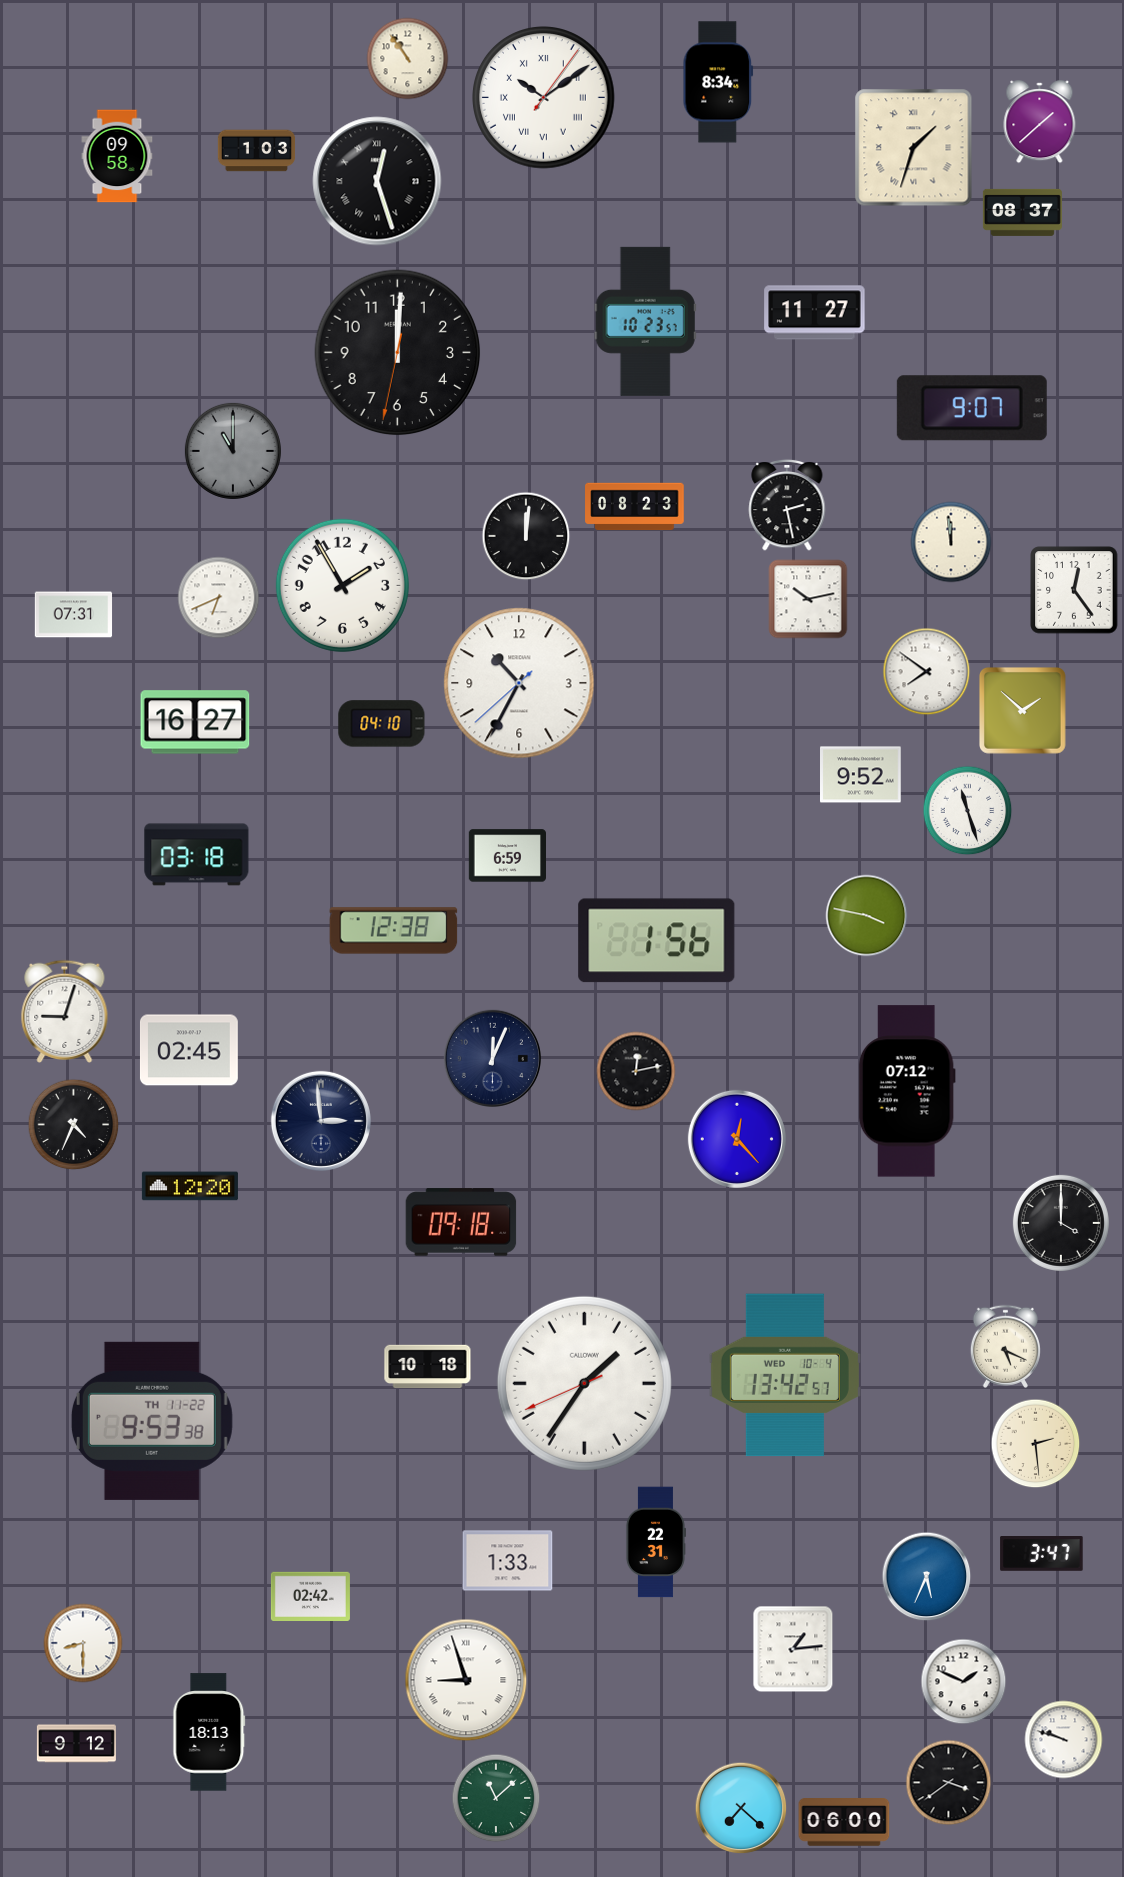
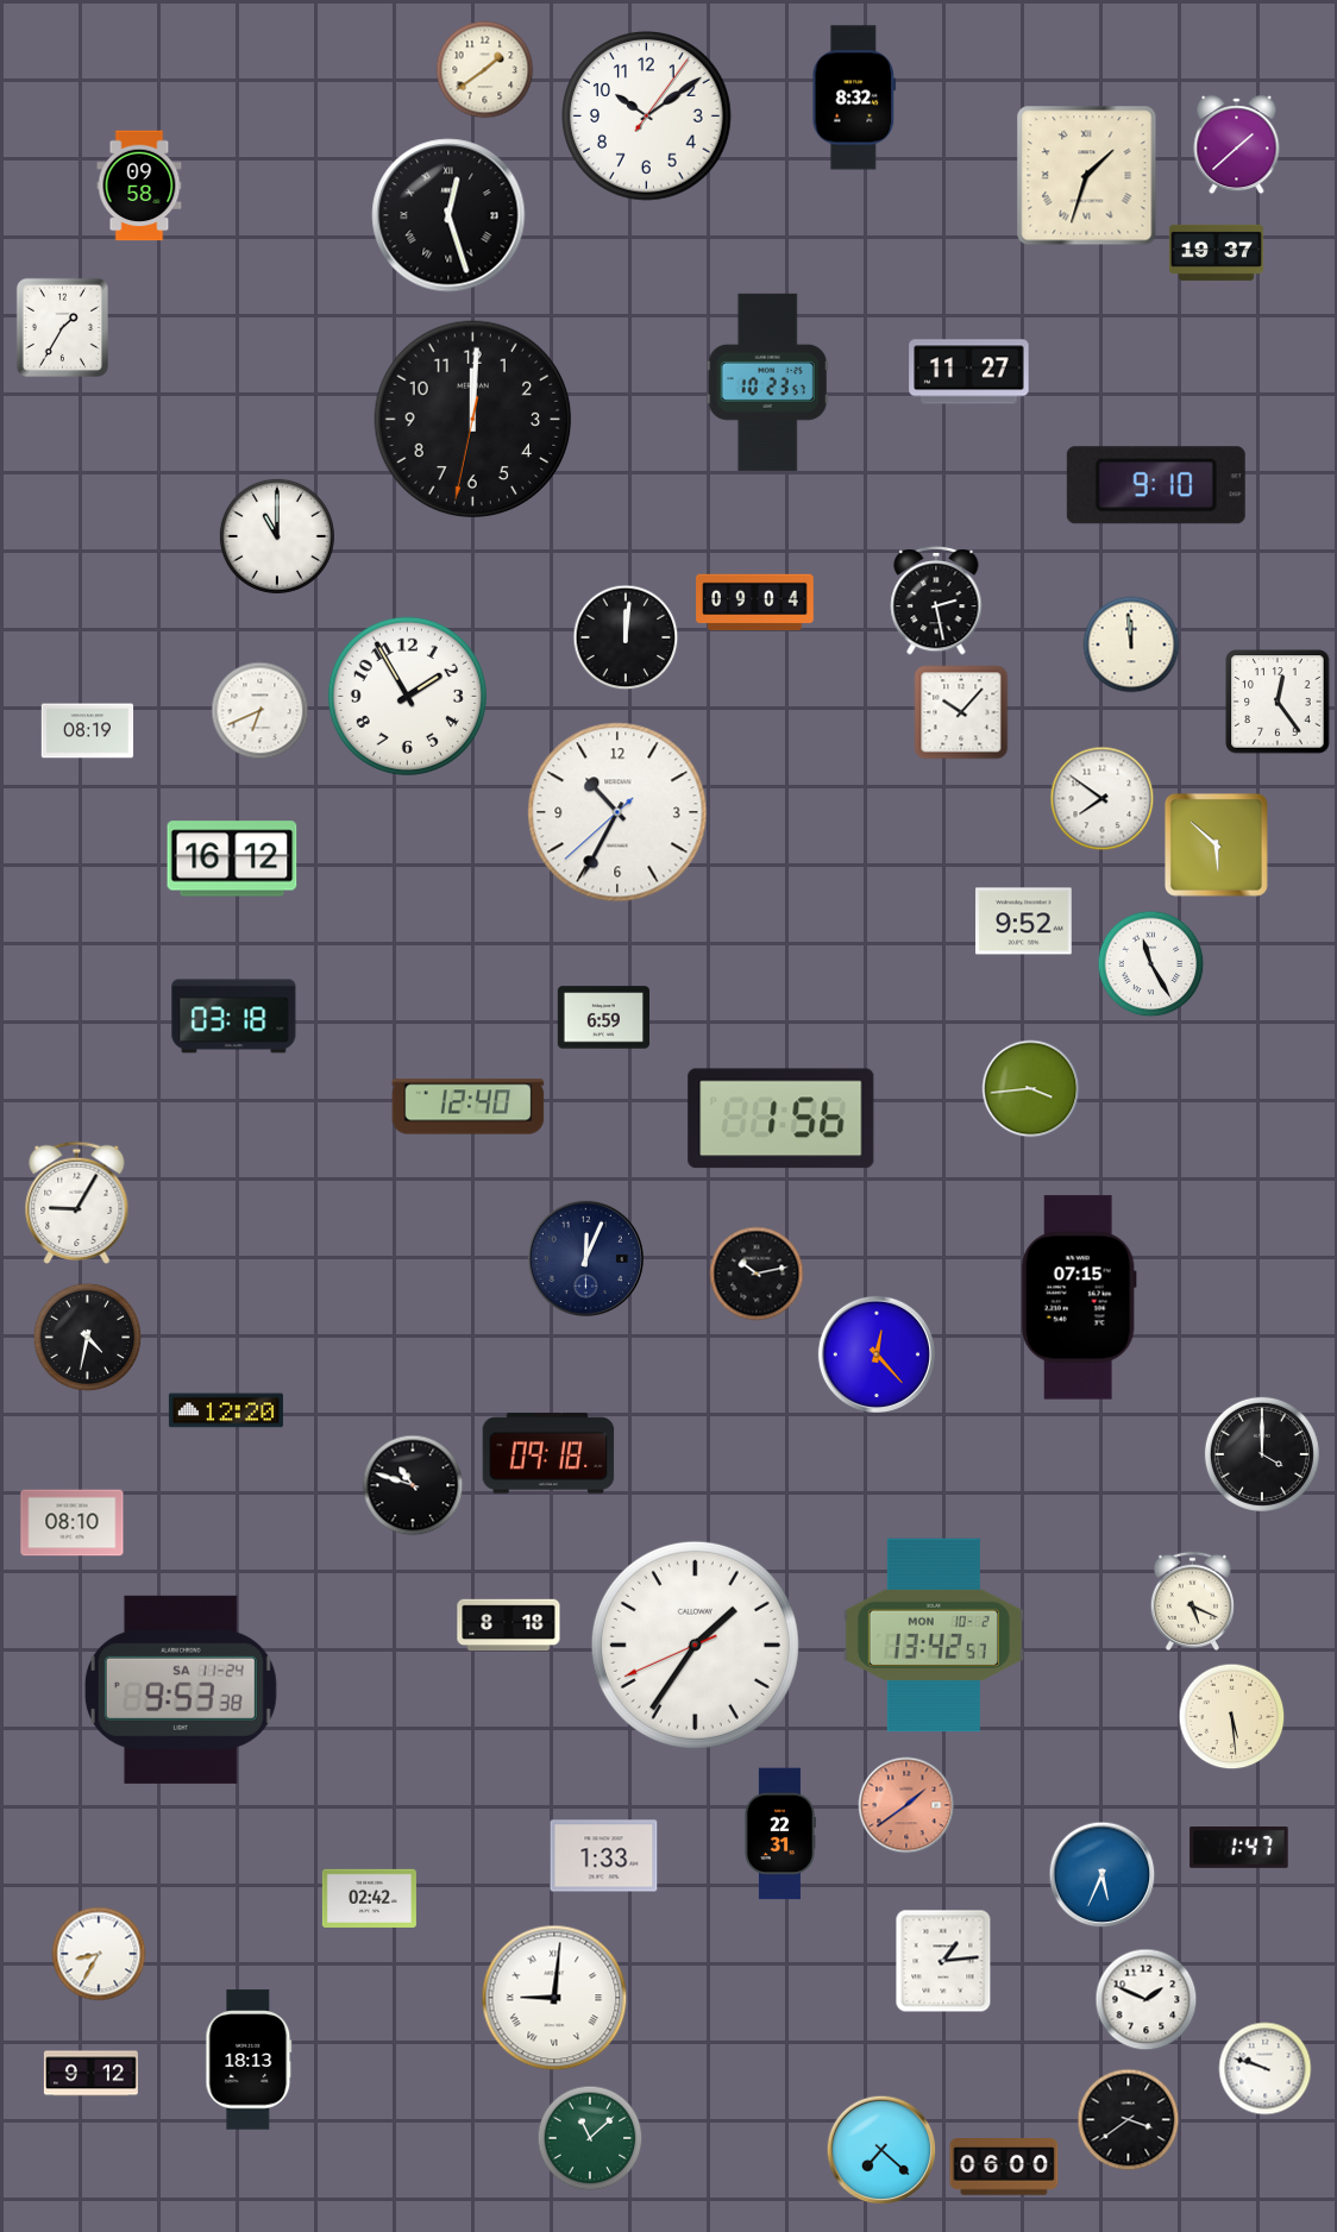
clock at (408, 59): 10:54 -> 1:39
clock at (718, 82): 8:34 -> 8:32
clock at (544, 98) numerals: Roman -> Arabic
clock at (257, 151): 1:03 -> none
clock at (1022, 212): 08:37 -> 19:37
clock at (62, 327): none -> 1:35
clock at (972, 408): 9:07 -> 9:10
clock at (233, 451) dial: grey -> white
clock at (635, 507): 08:23 -> 09:04
clock at (808, 599): 10:13 -> 10:07
clock at (74, 615): 07:31 -> 08:19
clock at (1023, 711): 1:52 -> 5:52
clock at (195, 722): 16:27 -> 16:12
clock at (382, 724): 04:10 -> none
clock at (968, 811): 11:27 -> 11:25
clock at (867, 916): 3:47 -> 3:44
clock at (394, 931): 12:38 -> 12:40
clock at (65, 1011): 9:03 -> 9:05
clock at (189, 1050): 02:45 -> none
clock at (636, 1071): 12:13 -> 10:13
clock at (907, 1091): 07:12 -> 07:15
clock at (321, 1121): 2:59 -> none
clock at (74, 1125): 4:34 -> 4:32
clock at (413, 1485): none -> 10:48
clock at (73, 1523): none -> 08:10
clock at (1005, 1346) position: (1005, 1346) -> (1192, 1601)
clock at (428, 1367): 10:18 -> 8:18
clock at (785, 1375) date: WED 10-4 -> MON 10-2
clock at (152, 1421) date: TH 11-22 -> SA 11-24
clock at (1036, 1444): 2:29 -> 5:29
clock at (906, 1805): none -> 1:39
clock at (1042, 1554): 3:47 -> 1:47
clock at (83, 1643): 8:30 -> 8:35
clock at (466, 1680): 8:57 -> 9:01
